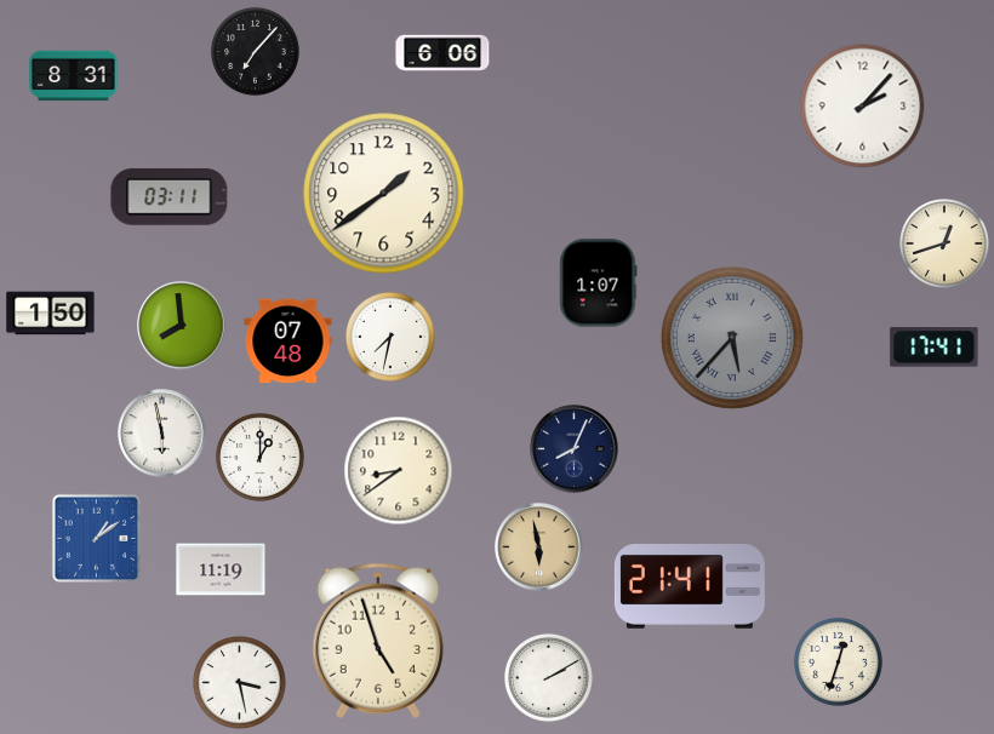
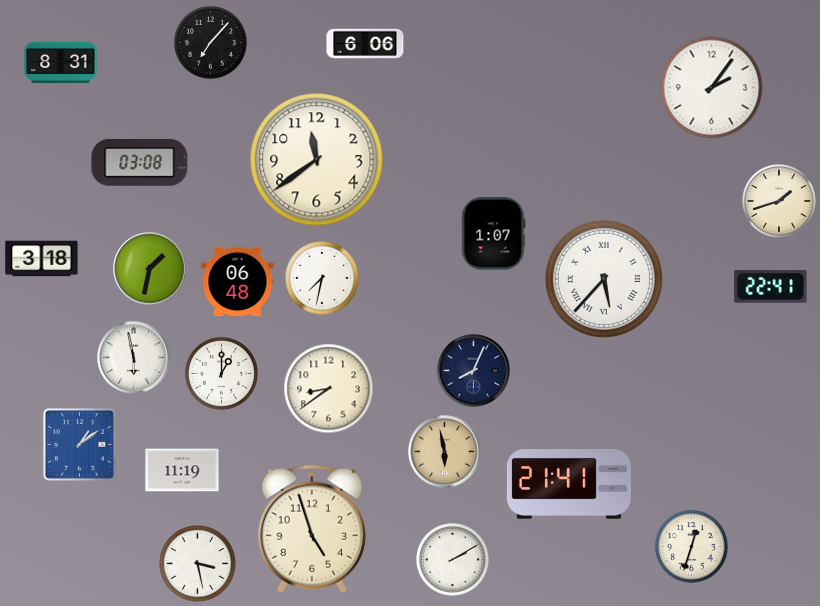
clock at (863, 107): 2:07 -> 2:06
clock at (384, 194): 1:39 -> 11:39
clock at (170, 197): 03:11 -> 03:08
clock at (946, 245): 12:42 -> 1:42
clock at (51, 314): 1:50 -> 3:18
clock at (182, 326): 7:59 -> 1:32
clock at (732, 338) dial: grey -> white
clock at (289, 342): 07:48 -> 06:48
clock at (935, 348): 17:41 -> 22:41
clock at (259, 457) position: (259, 457) -> (221, 373)
